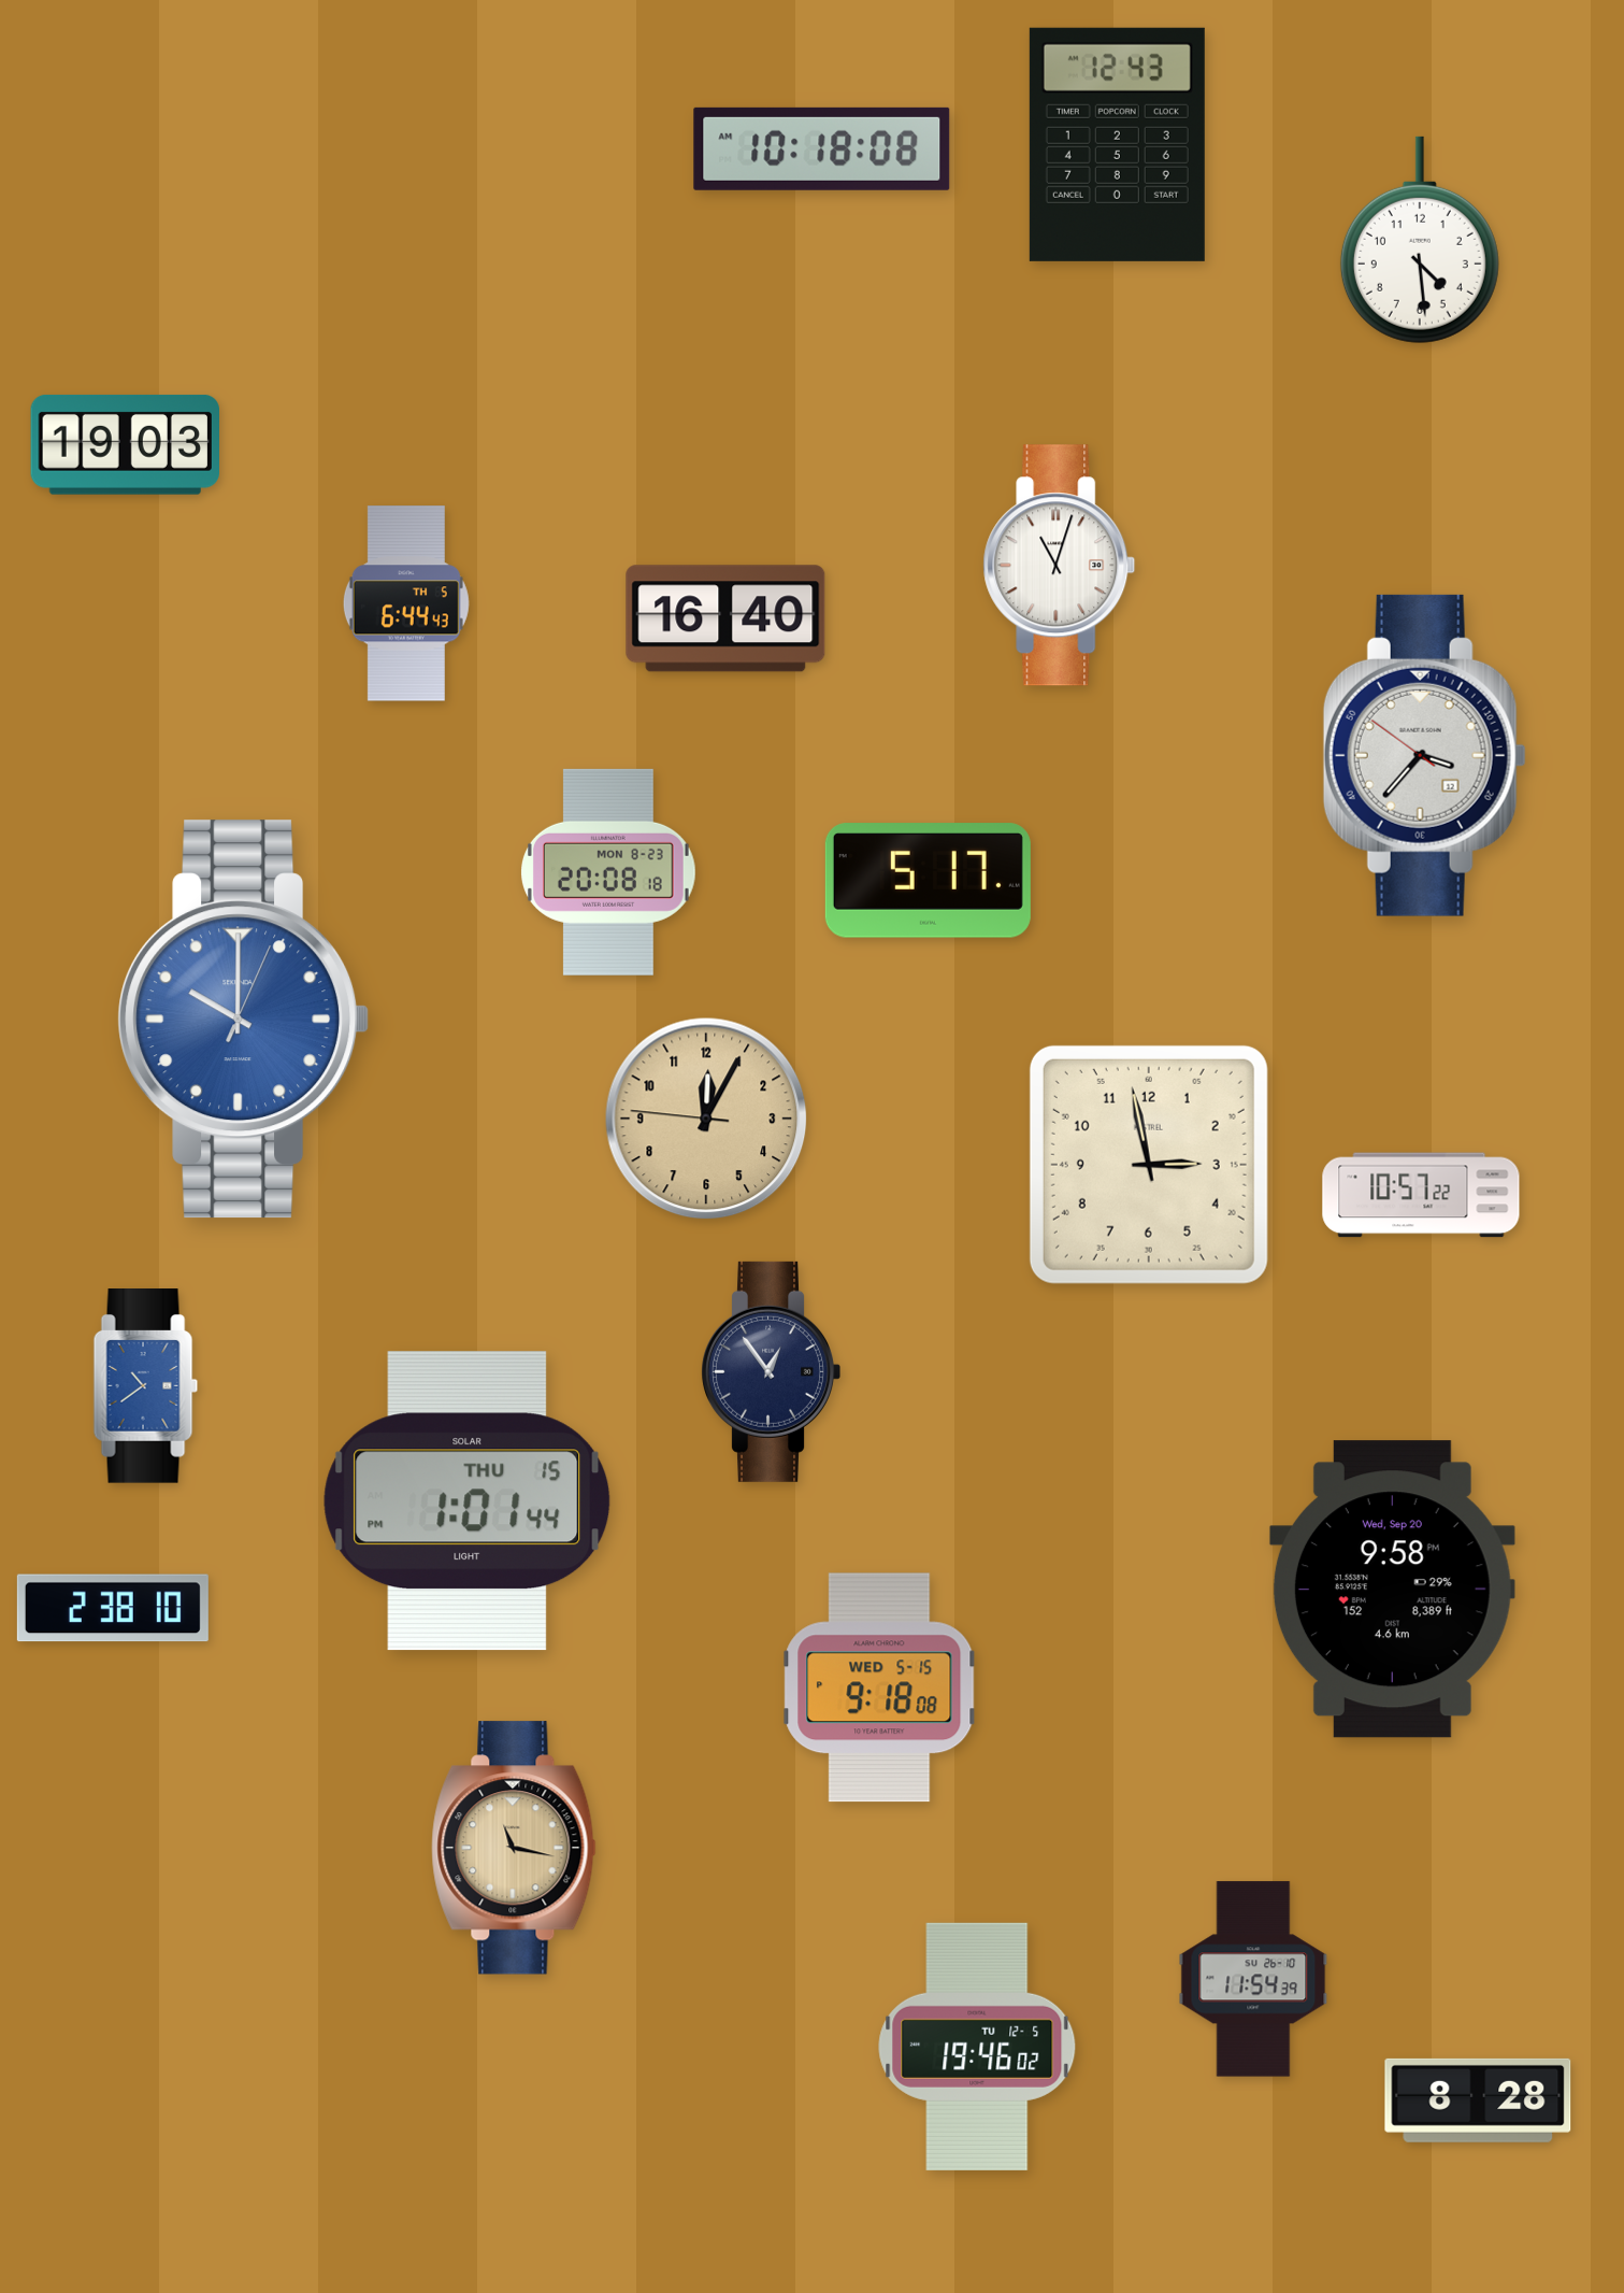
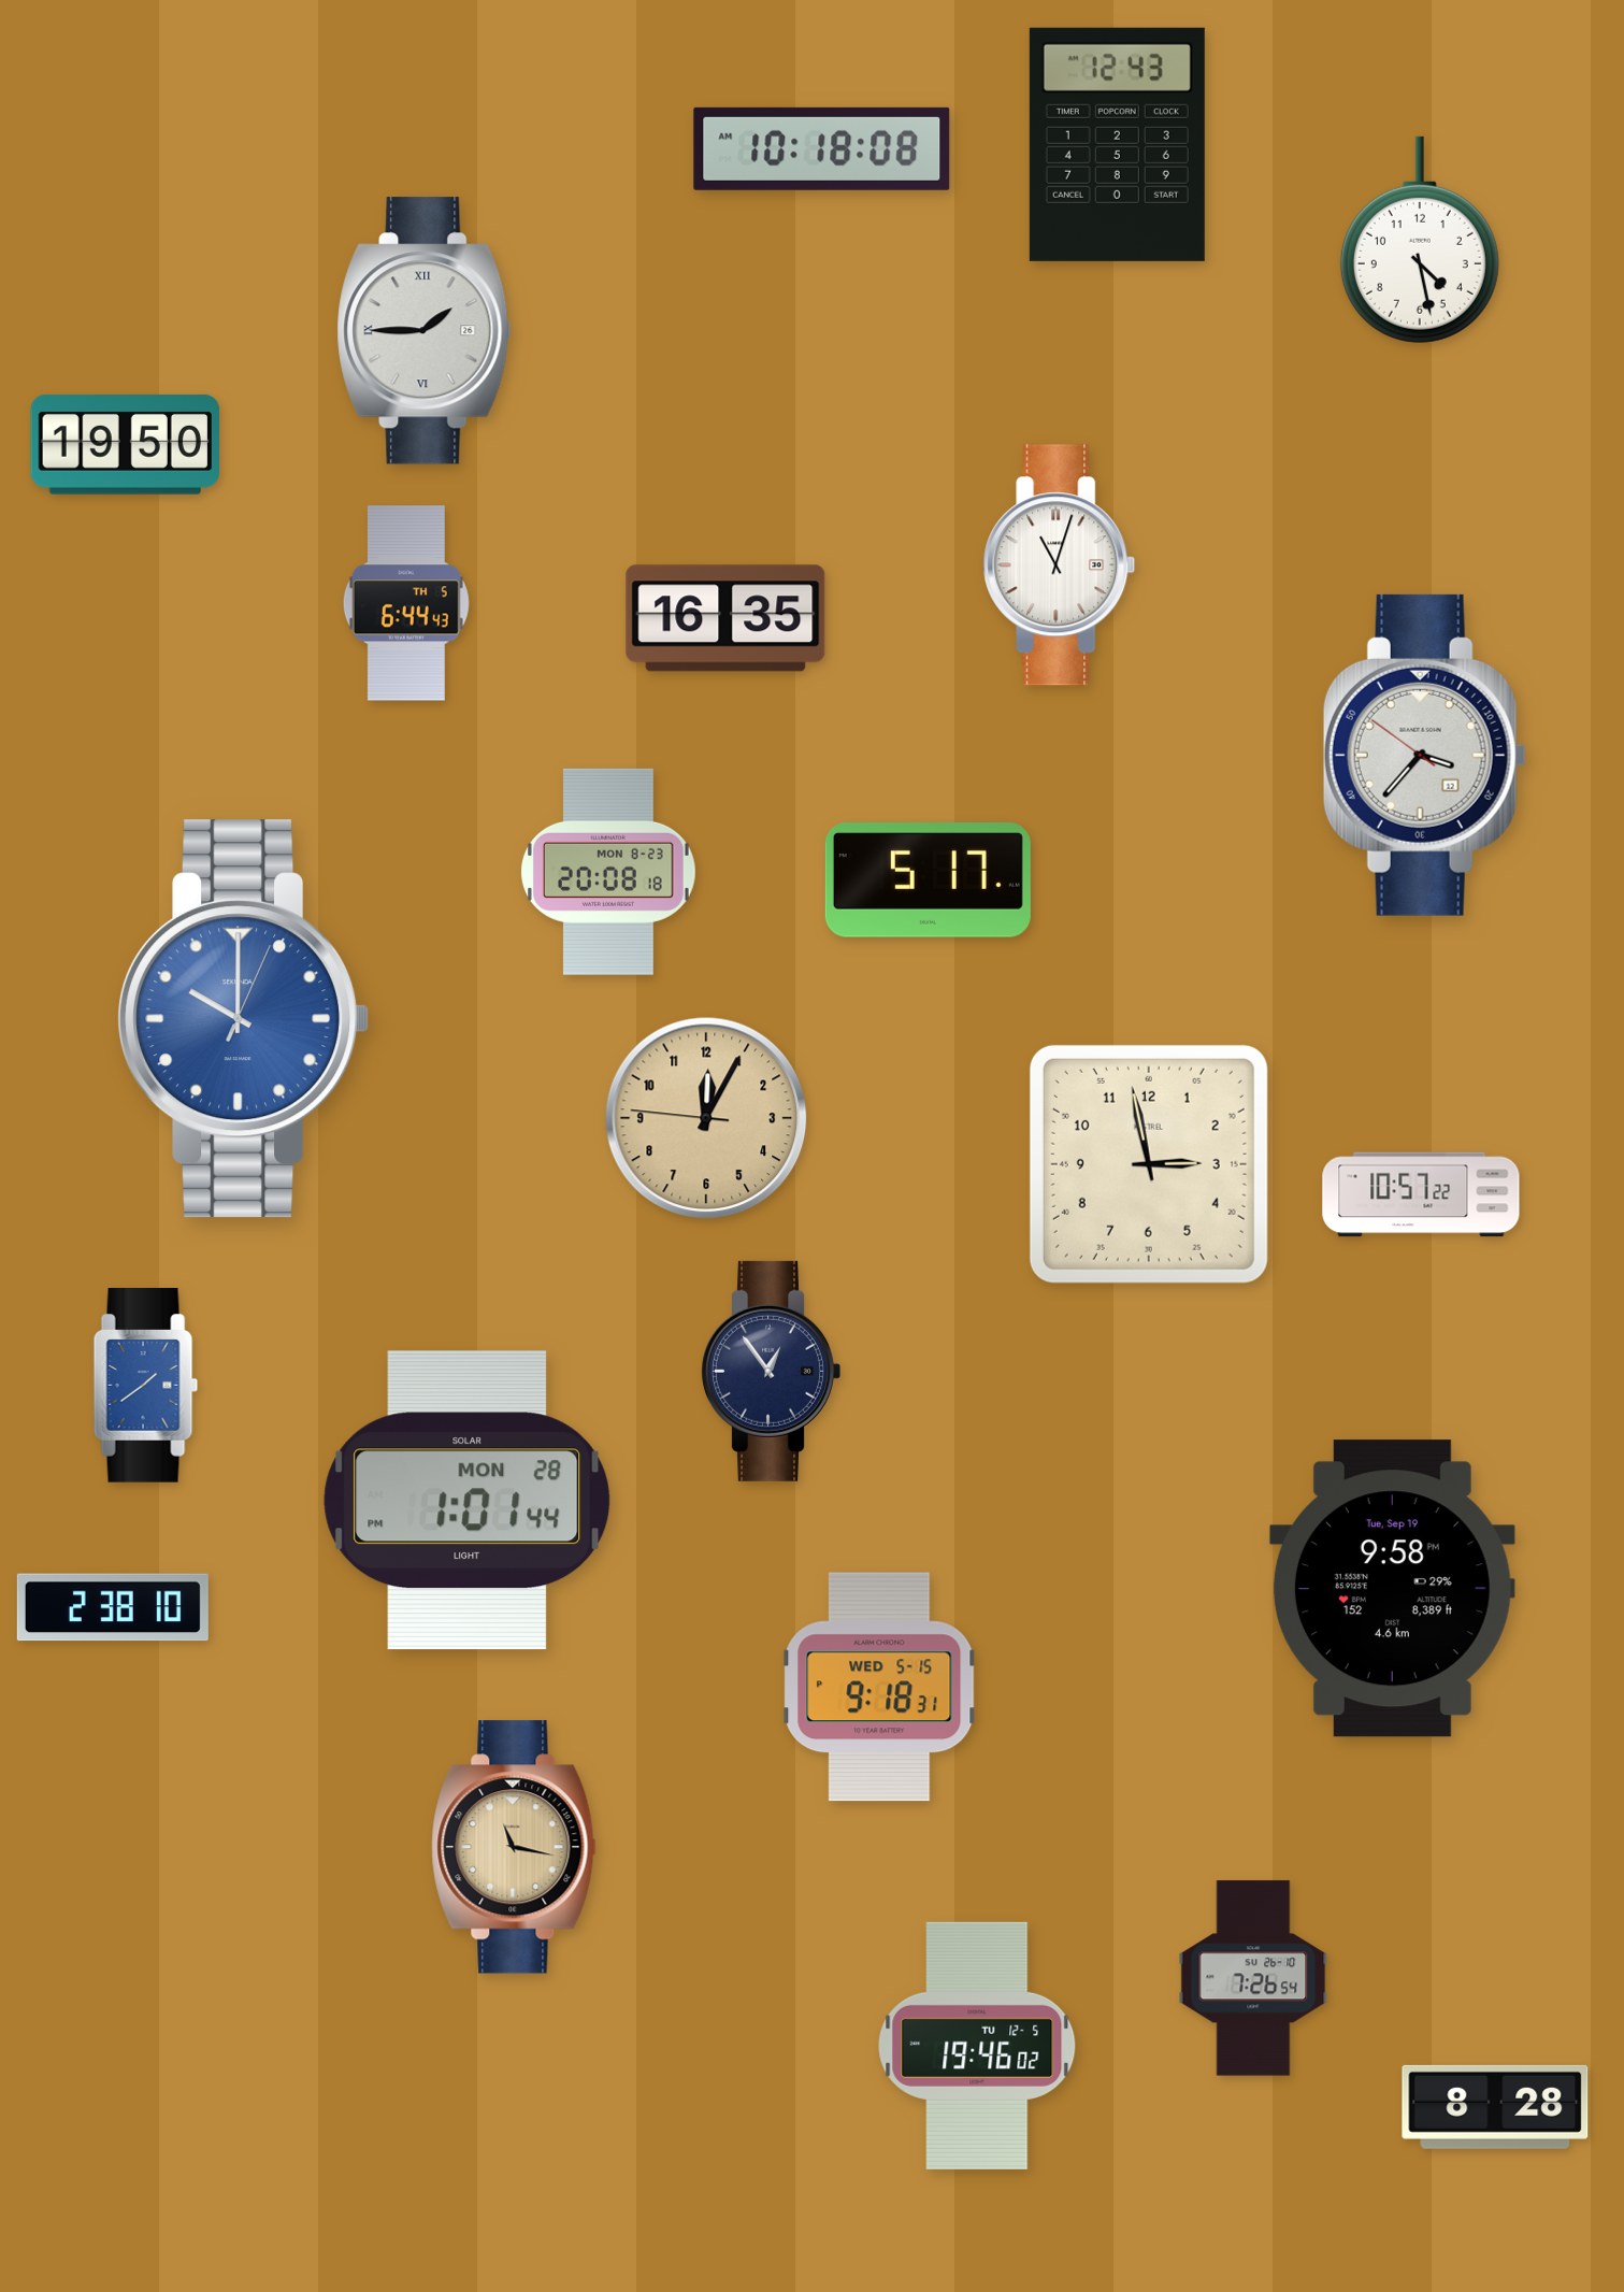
clock at (1420, 240): 4:29 -> 4:28
clock at (425, 331): none -> 1:45
clock at (125, 444): 19:03 -> 19:50
clock at (725, 618): 16:40 -> 16:35
clock at (146, 1386): 10:39 -> 1:39
clock at (468, 1501) date: THU 15 -> MON 28
clock at (1392, 1590) date: Wed, Sep 20 -> Tue, Sep 19
clock at (879, 1687): 9:18:08 -> 9:18:31
clock at (1253, 1979): 11:54 -> 7:26
clock at (1478, 2100) position: (1478, 2100) -> (1495, 2107)
